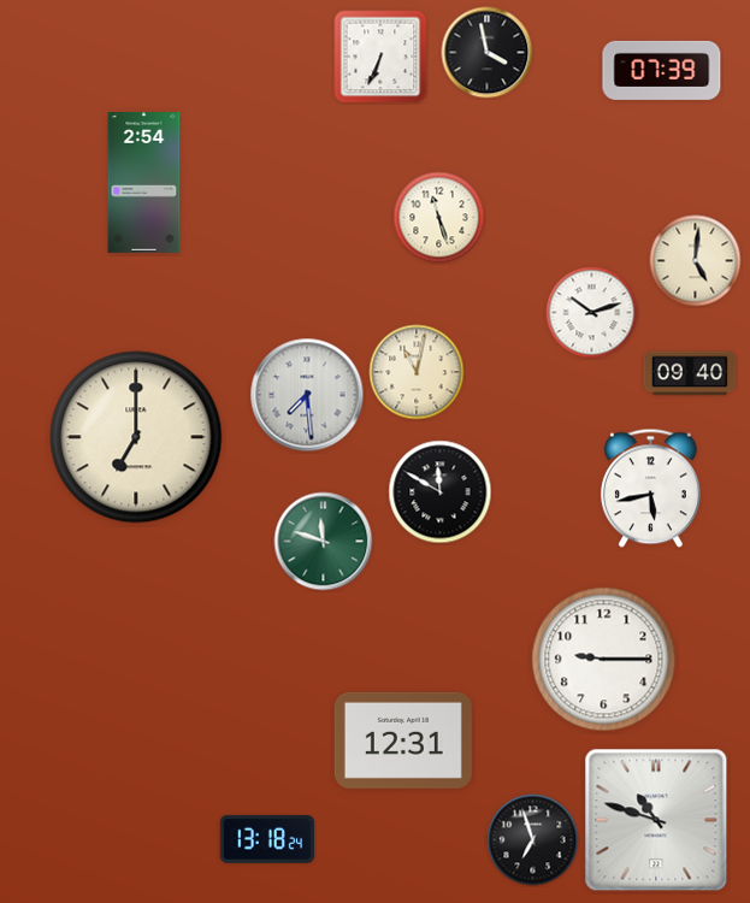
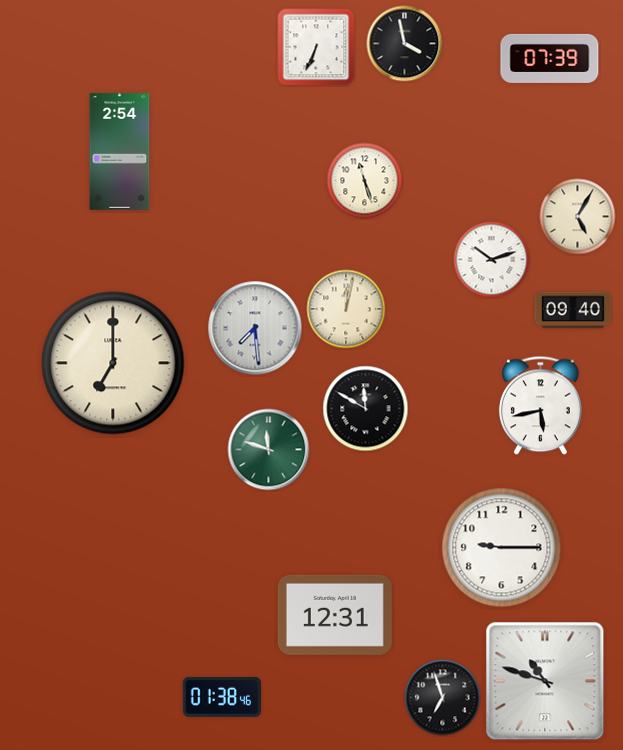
clock at (696, 261): 5:01 -> 5:05
clock at (417, 372): 11:02 -> 12:02
clock at (267, 839): 13:18 -> 01:38
